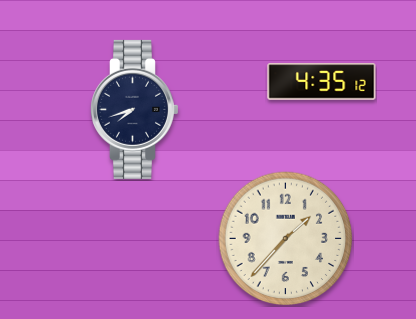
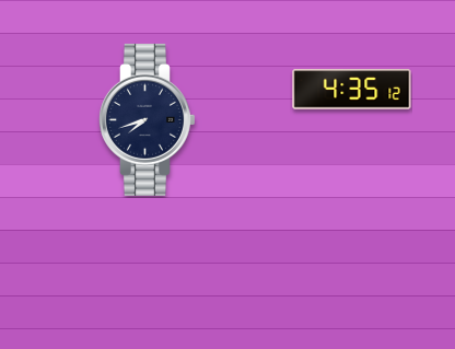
clock at (286, 239): 1:37 -> none
